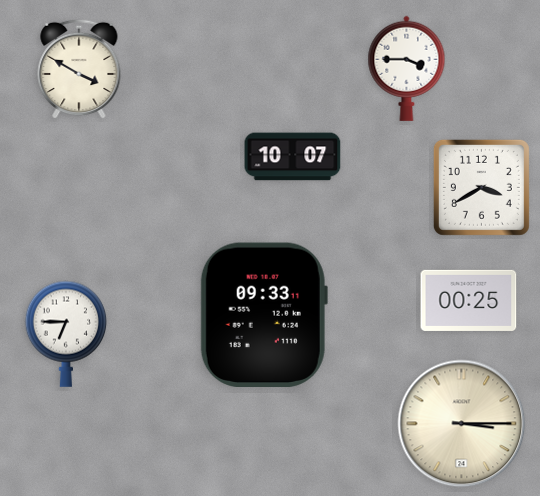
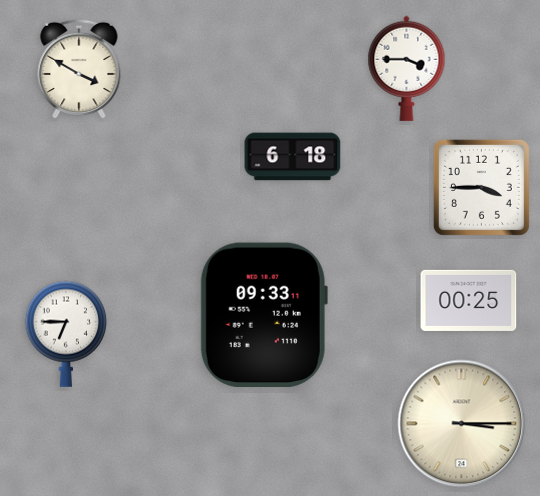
clock at (293, 157): 10:07 -> 6:18
clock at (481, 187): 3:40 -> 3:45
